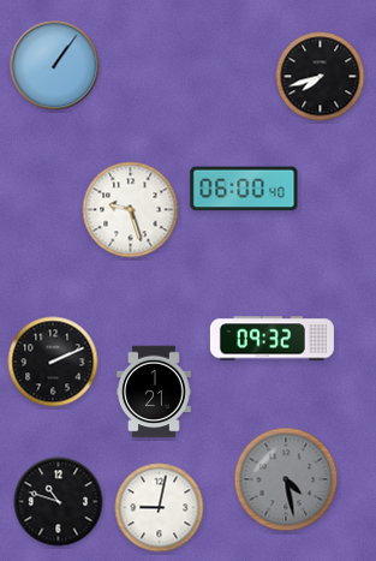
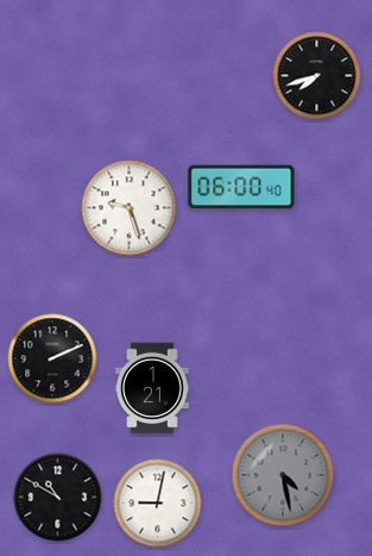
clock at (55, 66): 1:06 -> none
clock at (271, 339): 09:32 -> none
clock at (59, 502): 10:48 -> 10:50
